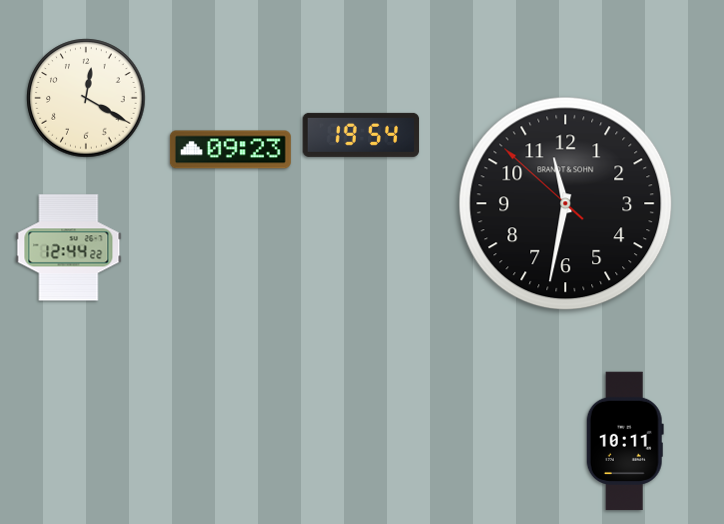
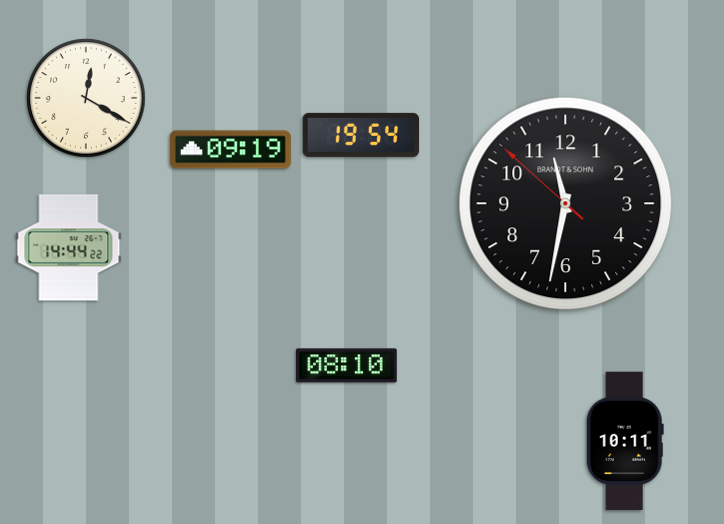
clock at (230, 150): 09:23 -> 09:19
clock at (69, 248): 12:44 -> 14:44
clock at (347, 366): none -> 08:10
